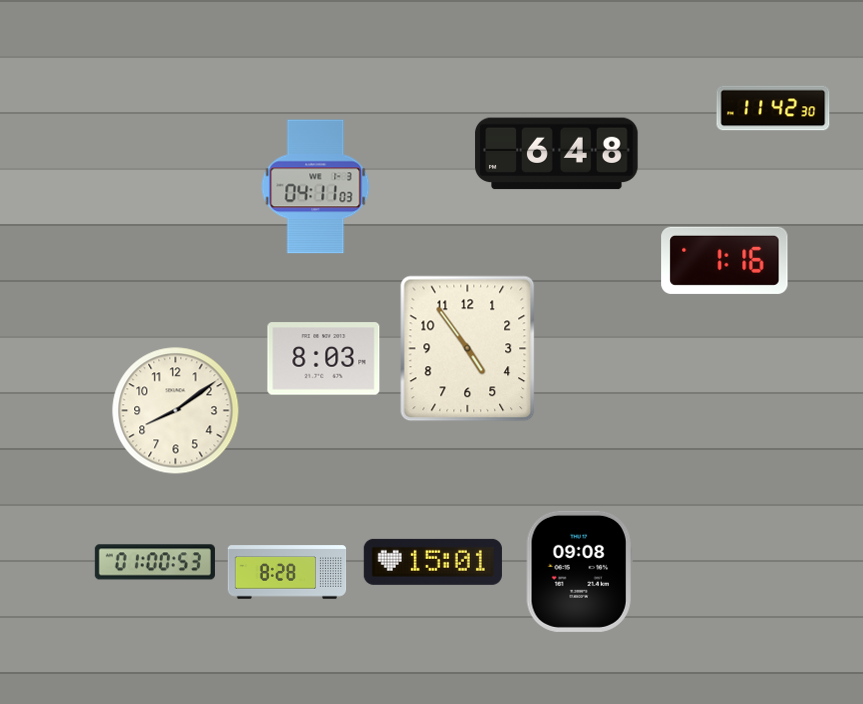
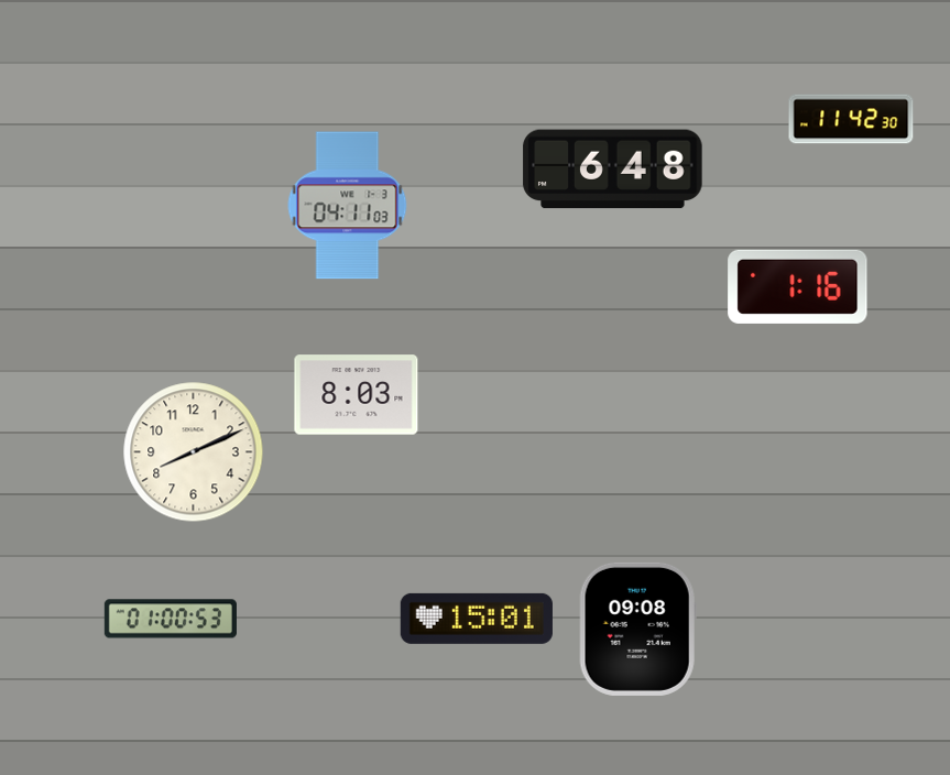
clock at (468, 349): 4:54 -> none
clock at (176, 411): 8:09 -> 8:11
clock at (287, 572): 8:28 -> none
